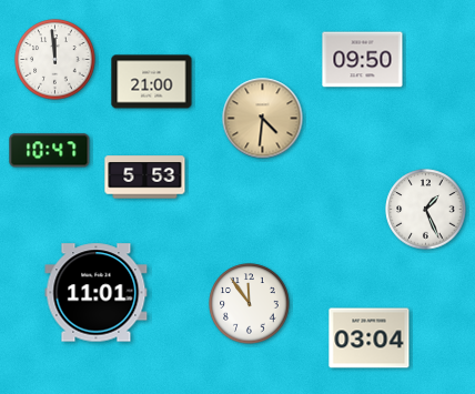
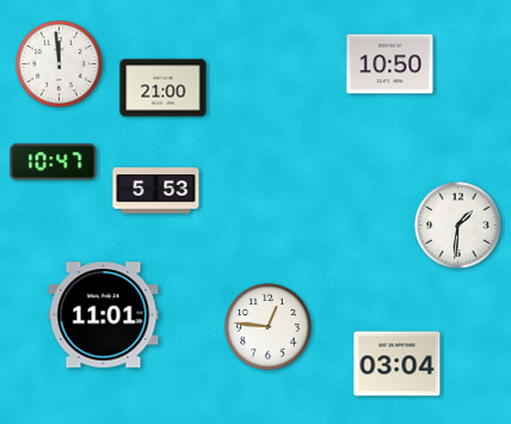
clock at (363, 60): 09:50 -> 10:50
clock at (263, 119): 4:31 -> none
clock at (426, 210): 1:26 -> 1:31
clock at (250, 304): 11:54 -> 12:46
